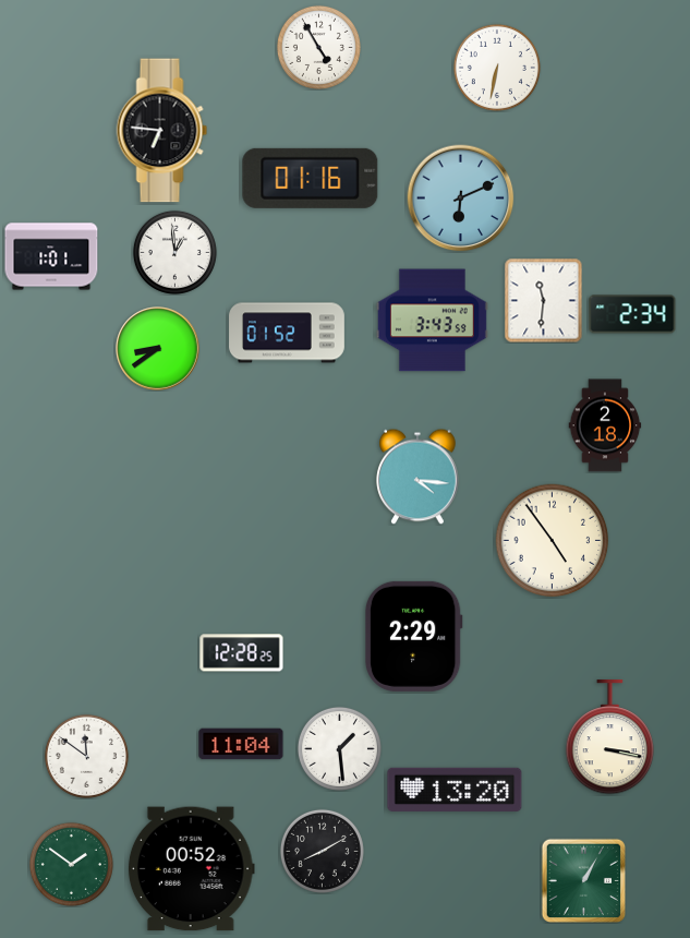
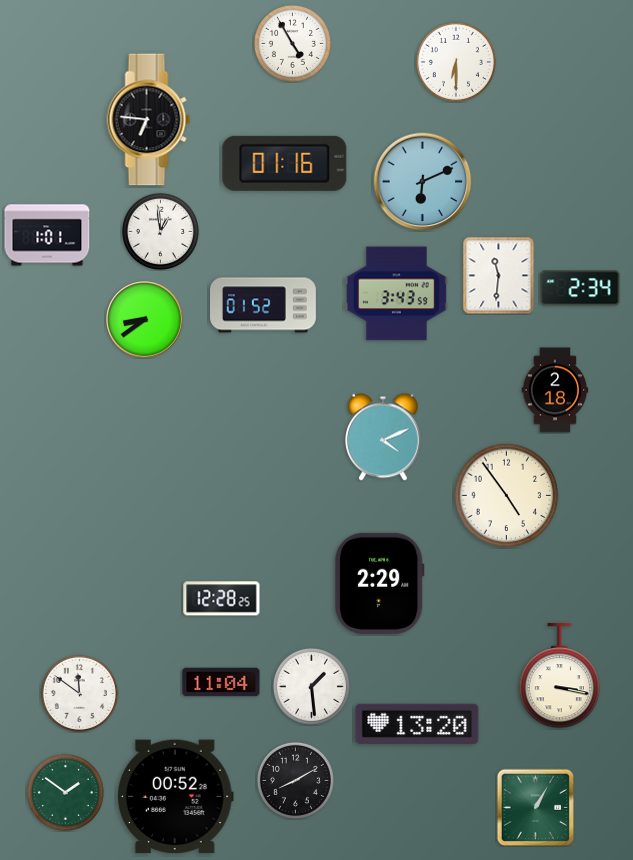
clock at (497, 68): 6:32 -> 6:30
clock at (417, 477): 4:16 -> 4:11
